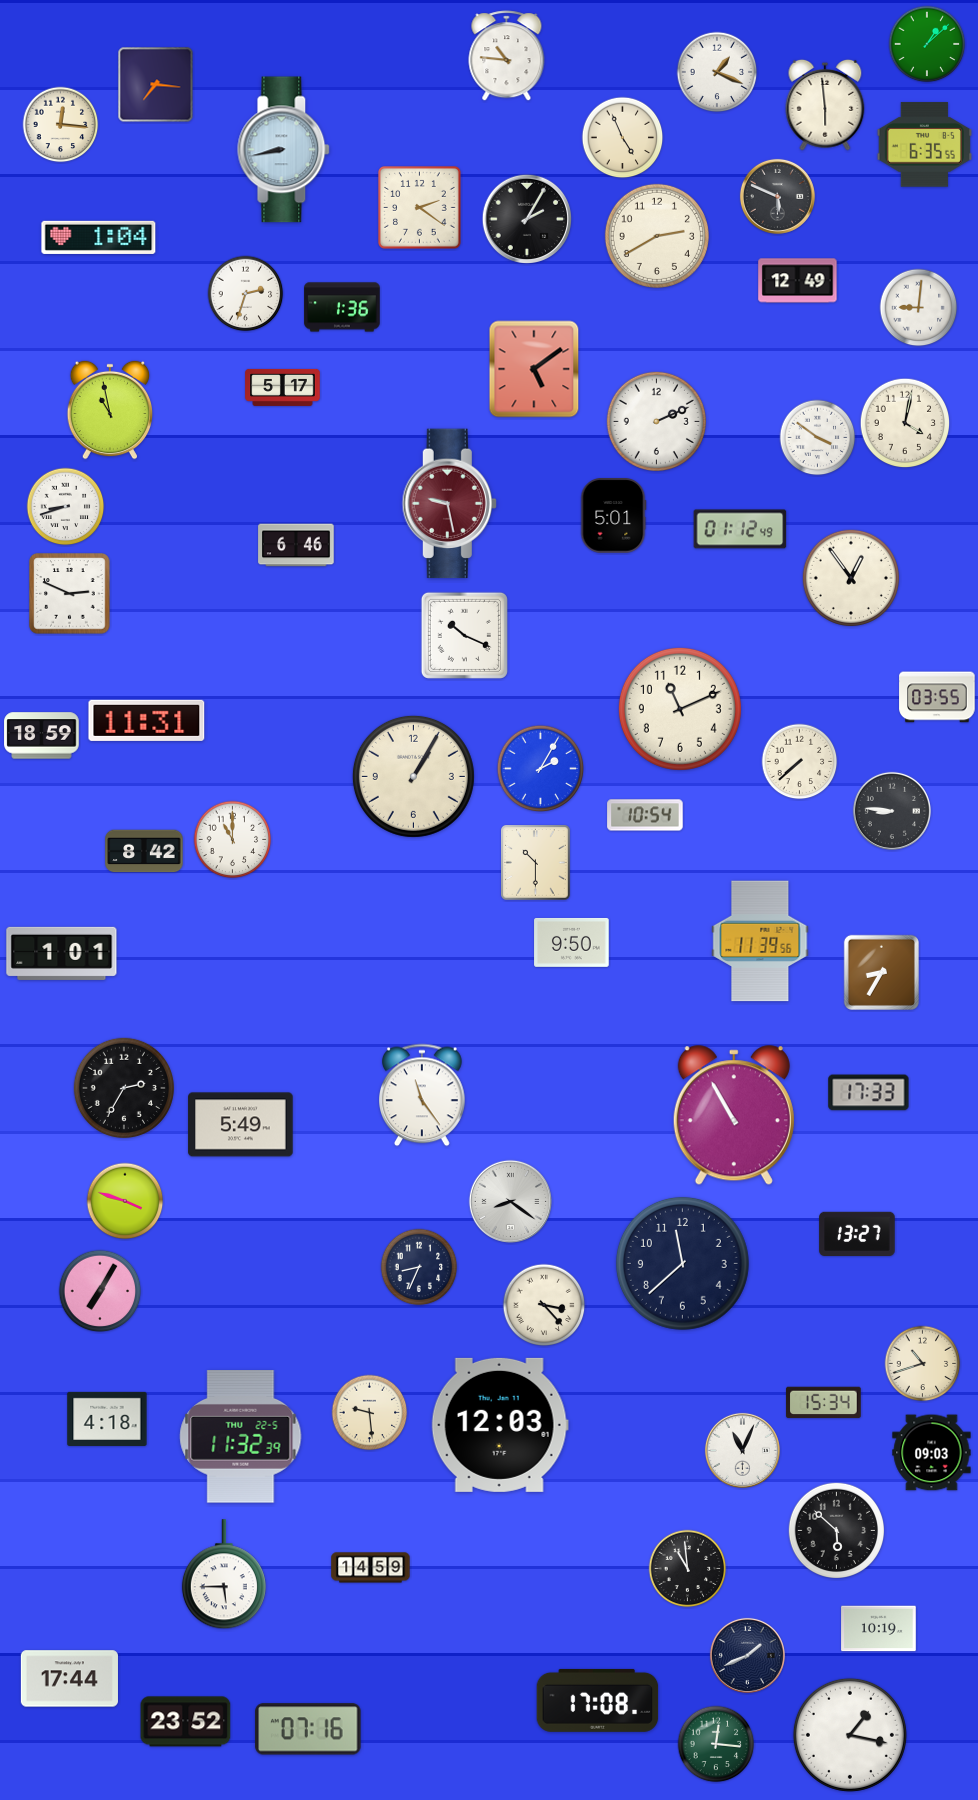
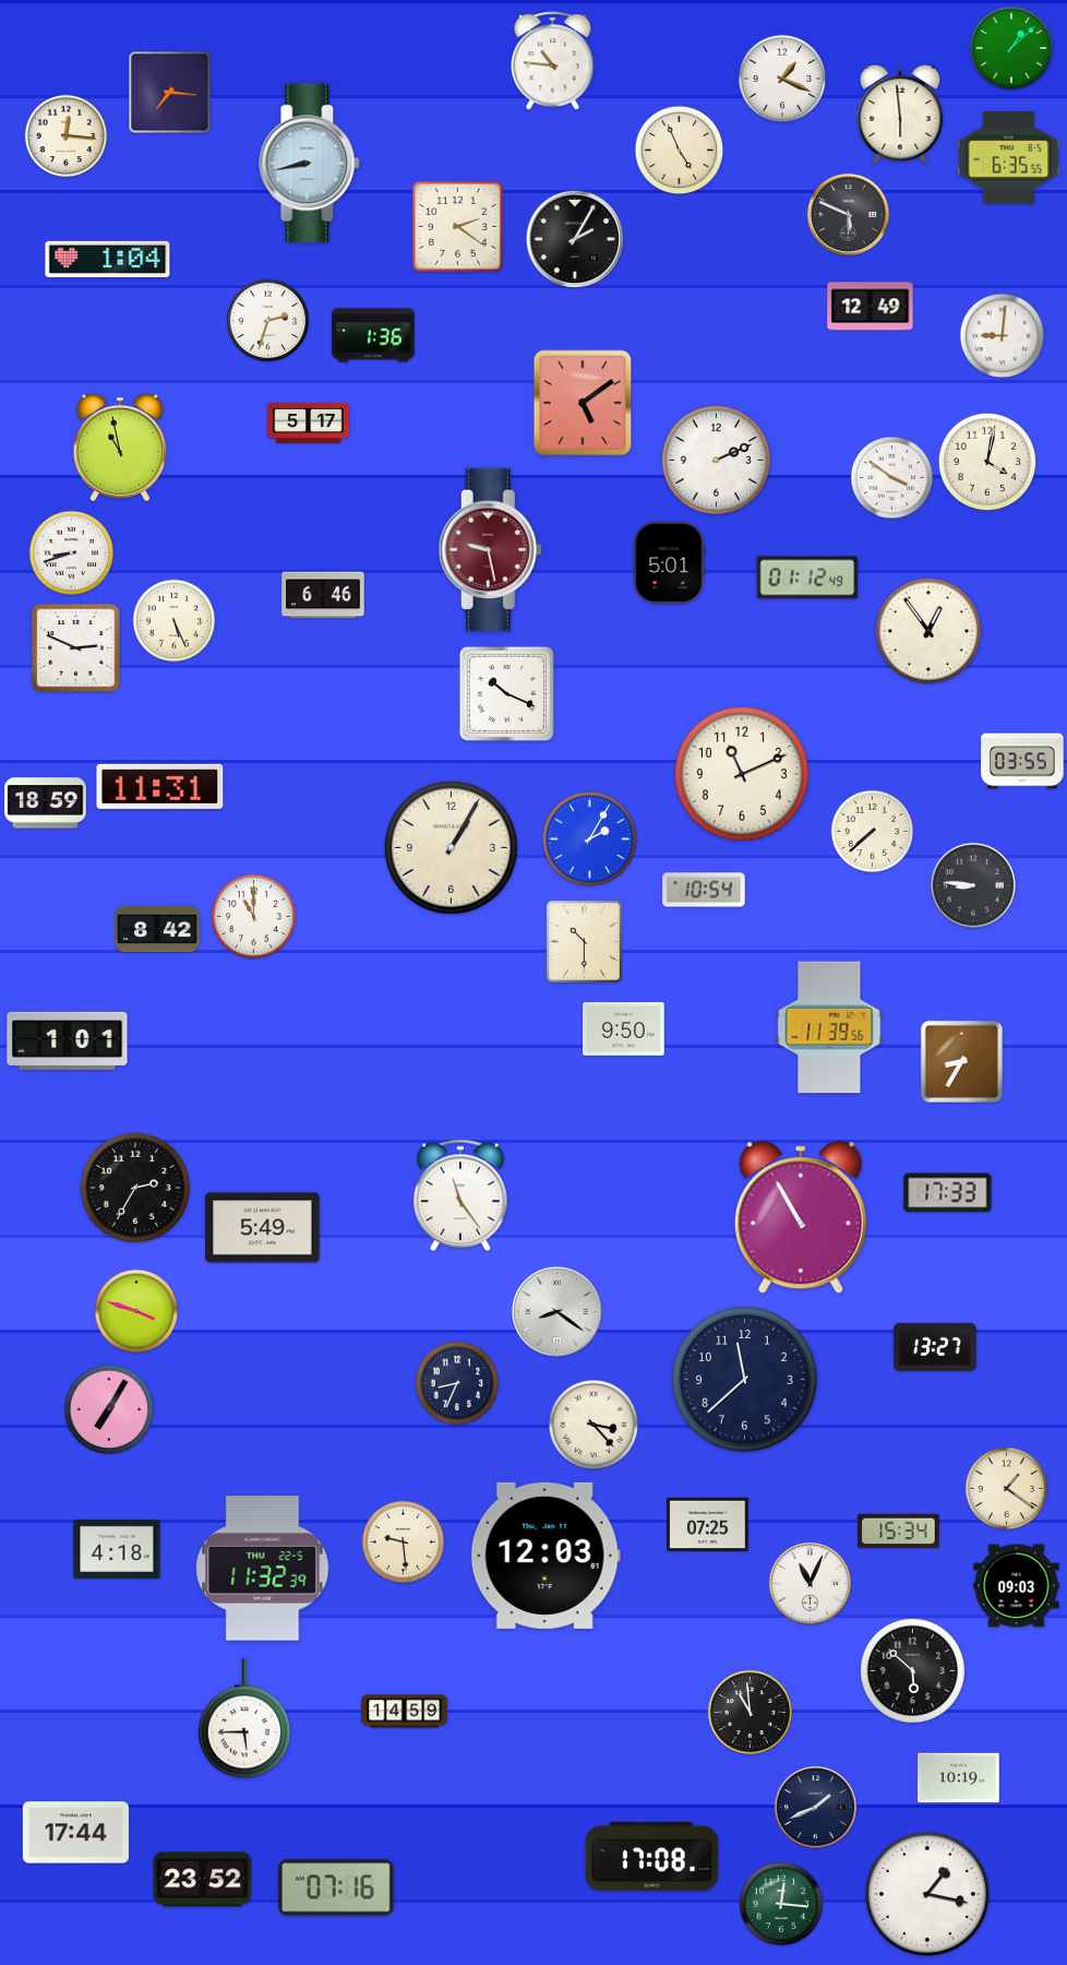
clock at (657, 236): 2:40 -> none
clock at (175, 621): none -> 5:26
clock at (923, 1364): 10:42 -> 1:21
clock at (708, 1524): none -> 07:25
